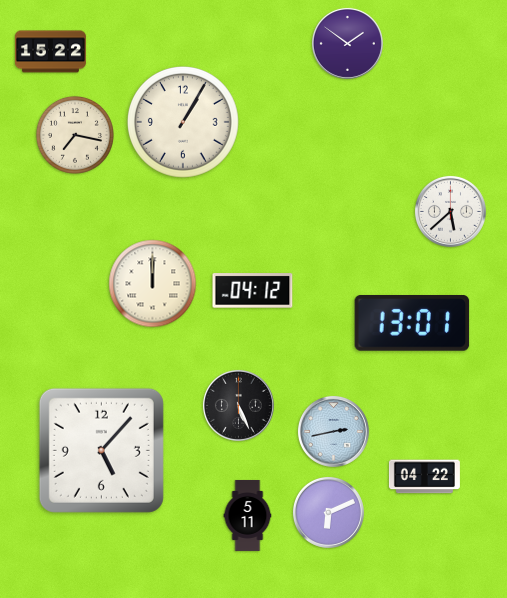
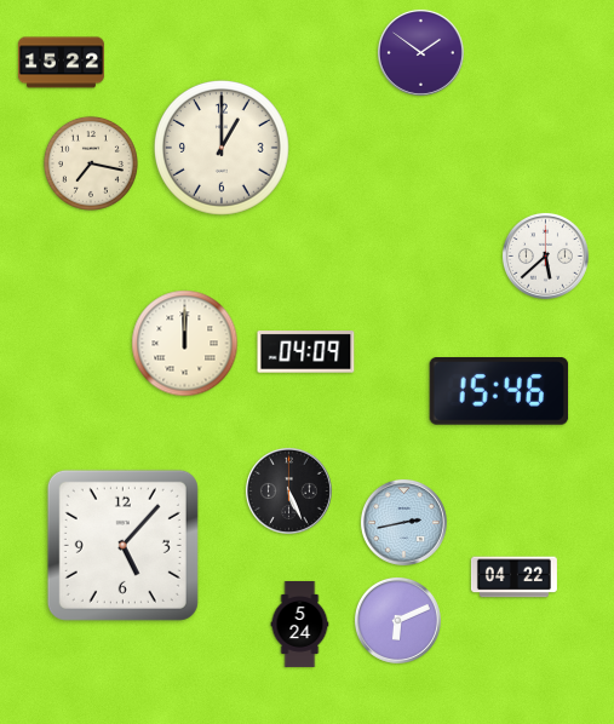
clock at (183, 122): 1:05 -> 1:00
clock at (253, 291): 04:12 -> 04:09
clock at (412, 324): 13:01 -> 15:46
clock at (248, 515): 5:11 -> 5:24
